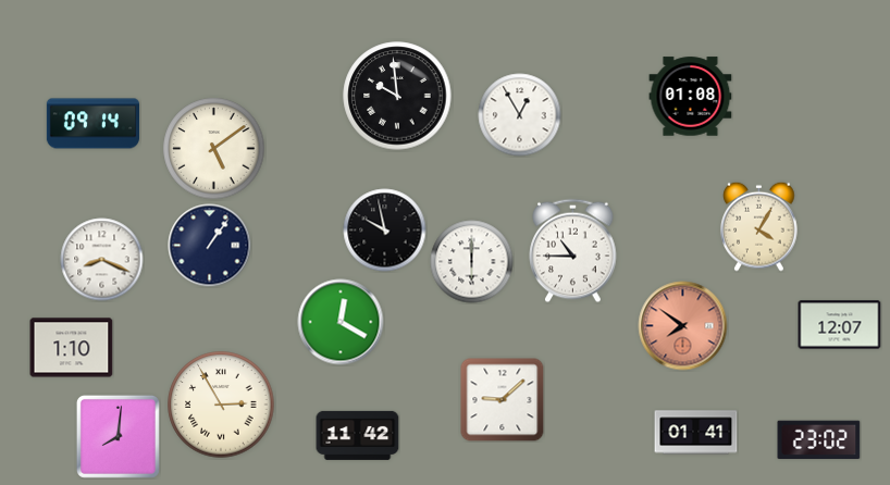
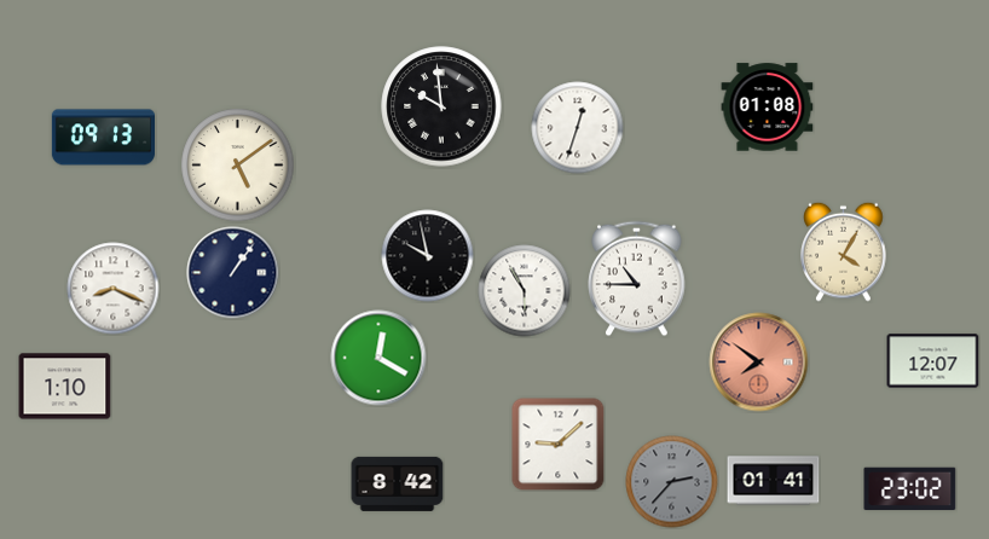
clock at (520, 115): 12:55 -> 12:33
clock at (92, 124): 09:14 -> 09:13
clock at (472, 262): 6:00 -> 5:55
clock at (72, 348) position: (72, 348) -> (65, 387)
clock at (221, 405): 2:55 -> none
clock at (672, 482): none -> 2:37
clock at (358, 435): 11:42 -> 8:42
clock at (118, 436): 8:01 -> none
